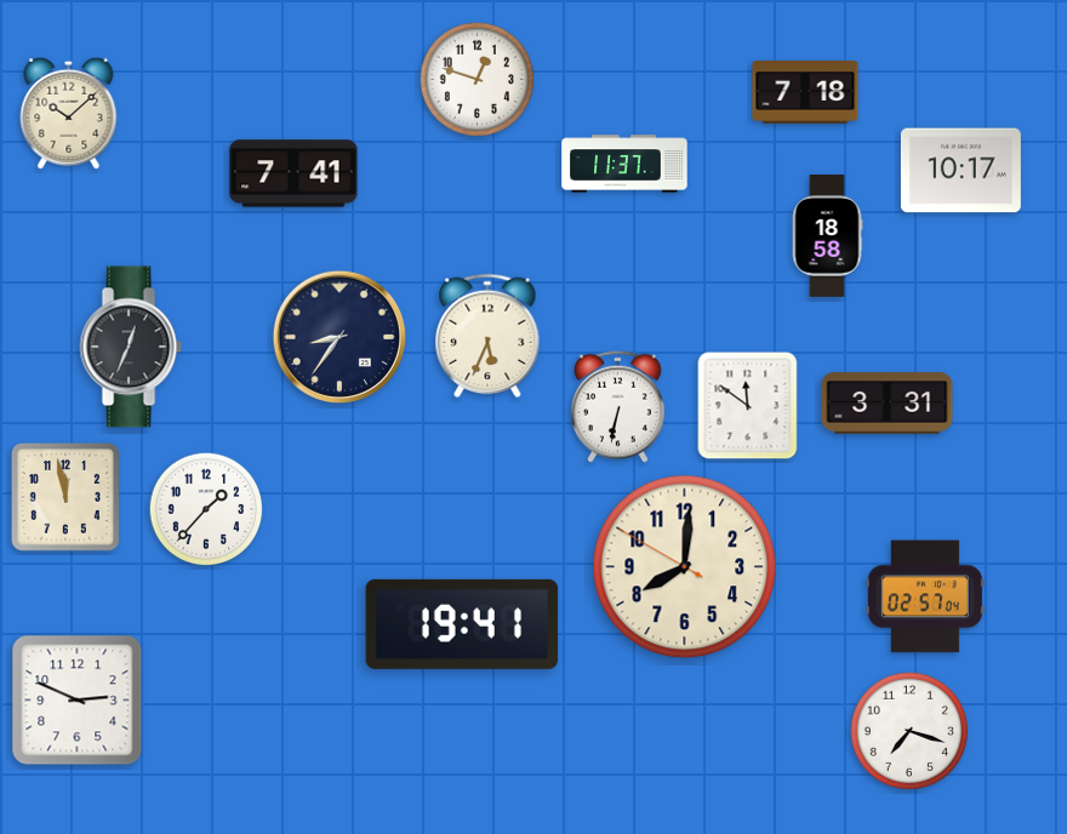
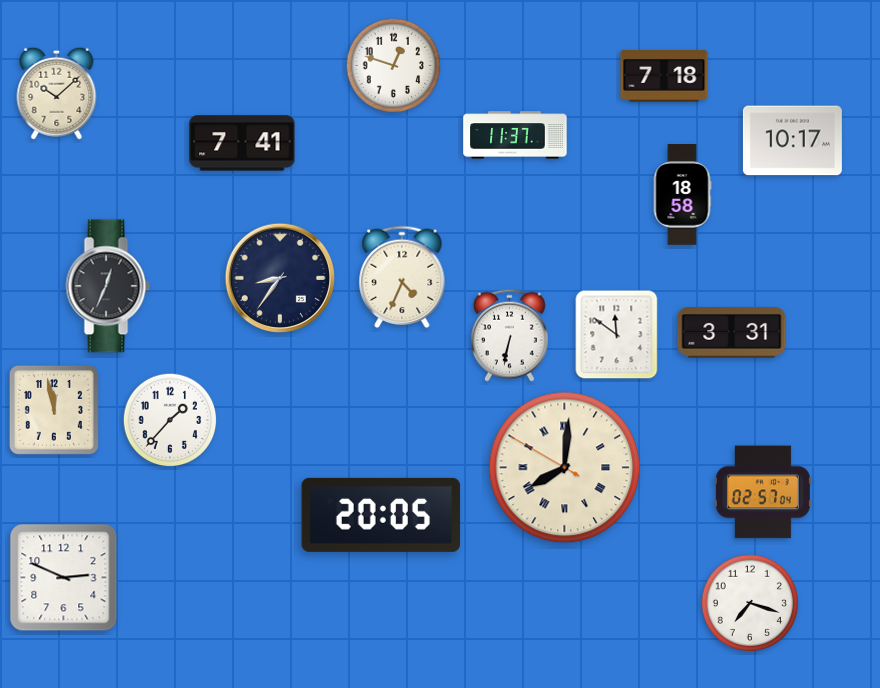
clock at (487, 336): 5:34 -> 4:34
clock at (685, 567) numerals: Arabic -> Roman
clock at (462, 624): 19:41 -> 20:05
